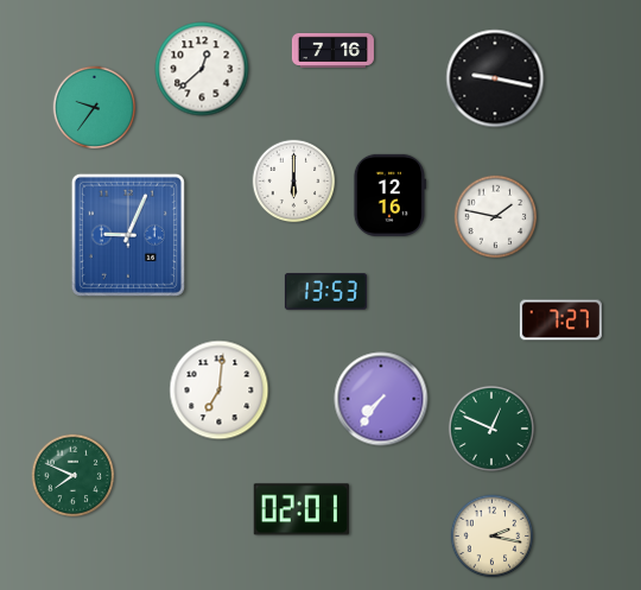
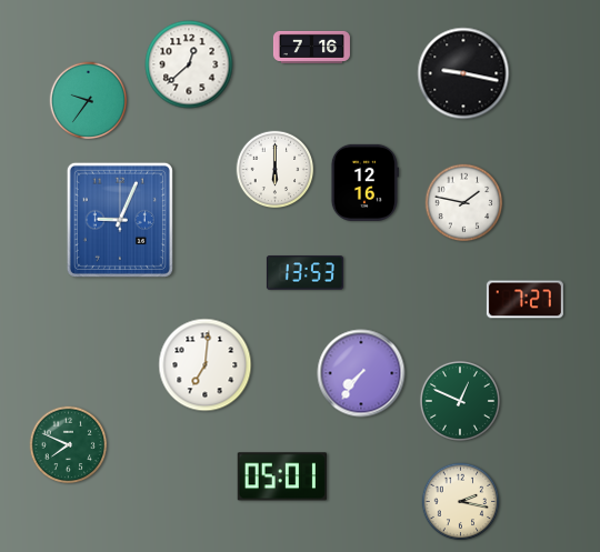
clock at (381, 399) position: (381, 399) -> (361, 373)
clock at (302, 509): 02:01 -> 05:01
